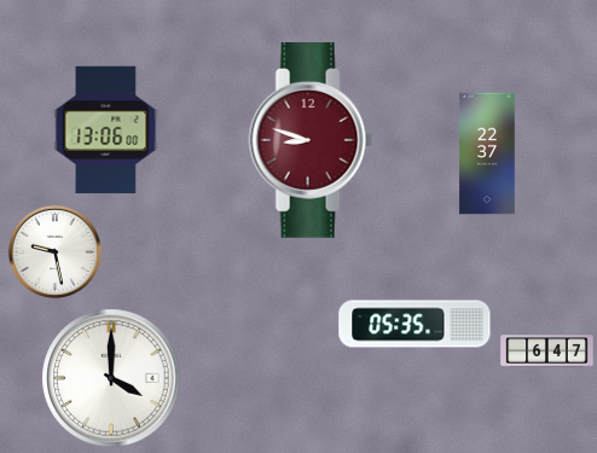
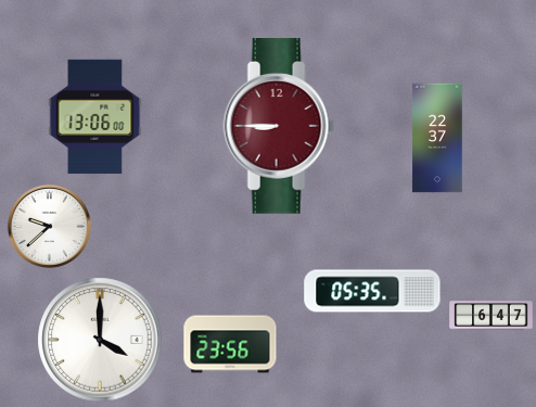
clock at (311, 141): 8:48 -> 8:45
clock at (54, 251): 9:28 -> 9:38
clock at (230, 344): none -> 23:56
